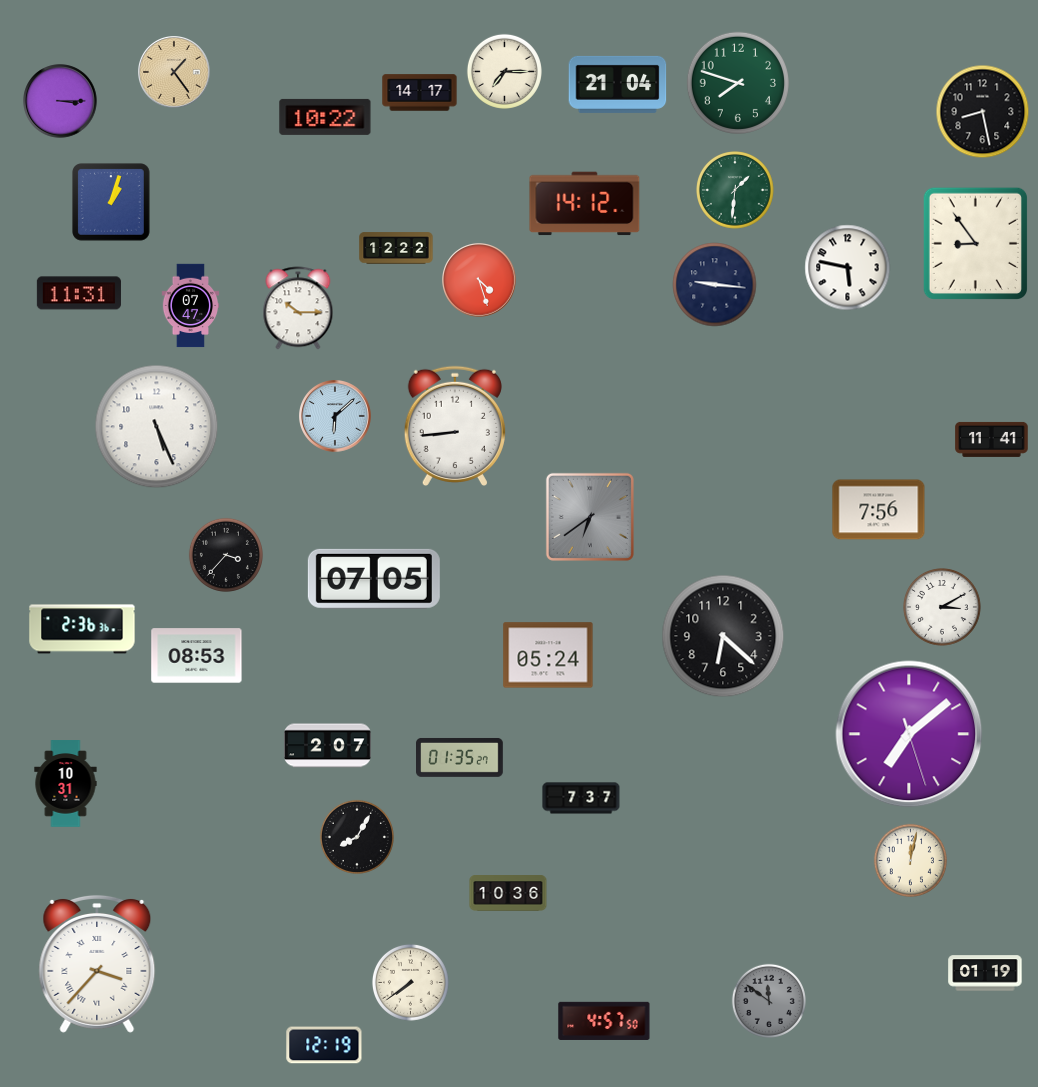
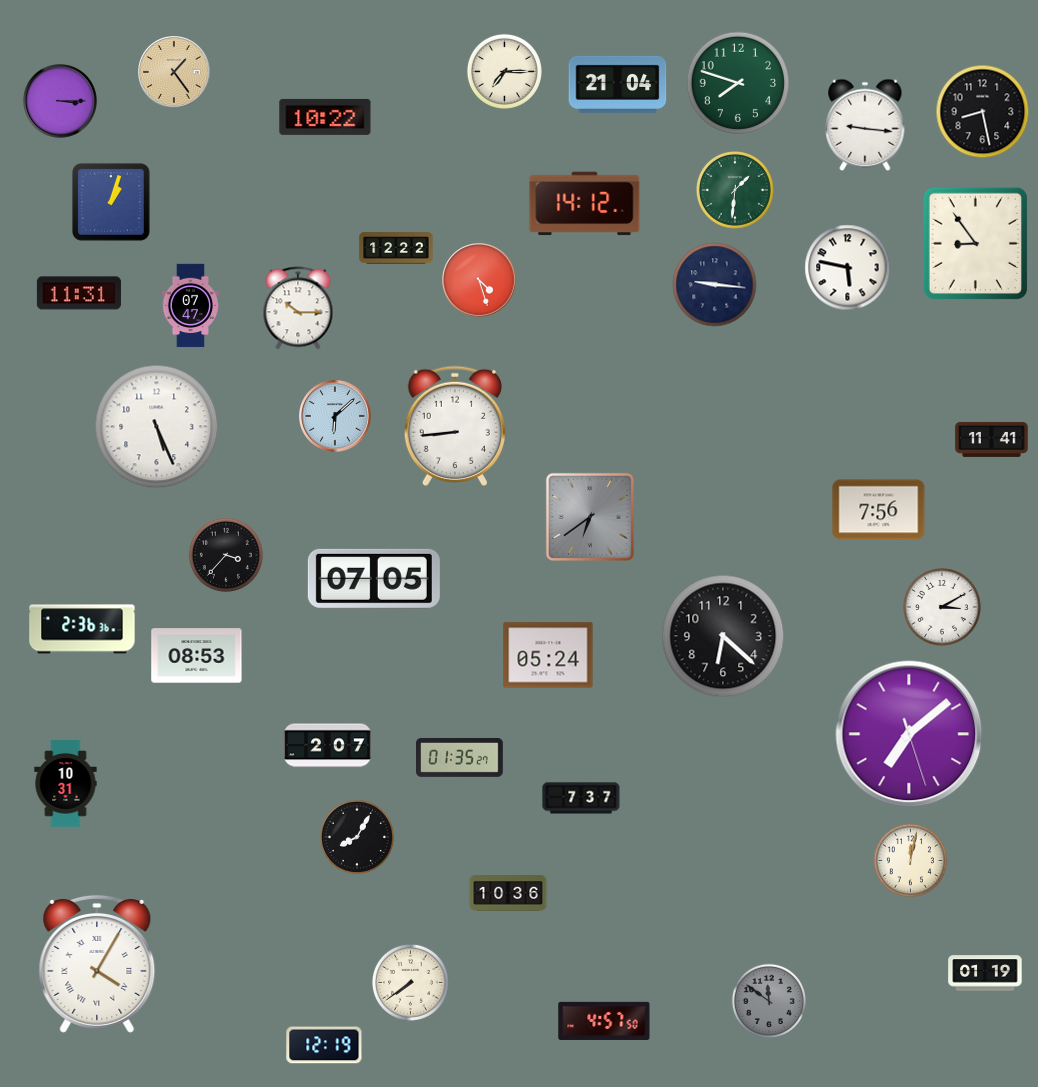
clock at (420, 93): 14:17 -> none
clock at (865, 125): none -> 9:16
clock at (97, 964): 3:37 -> 4:05
